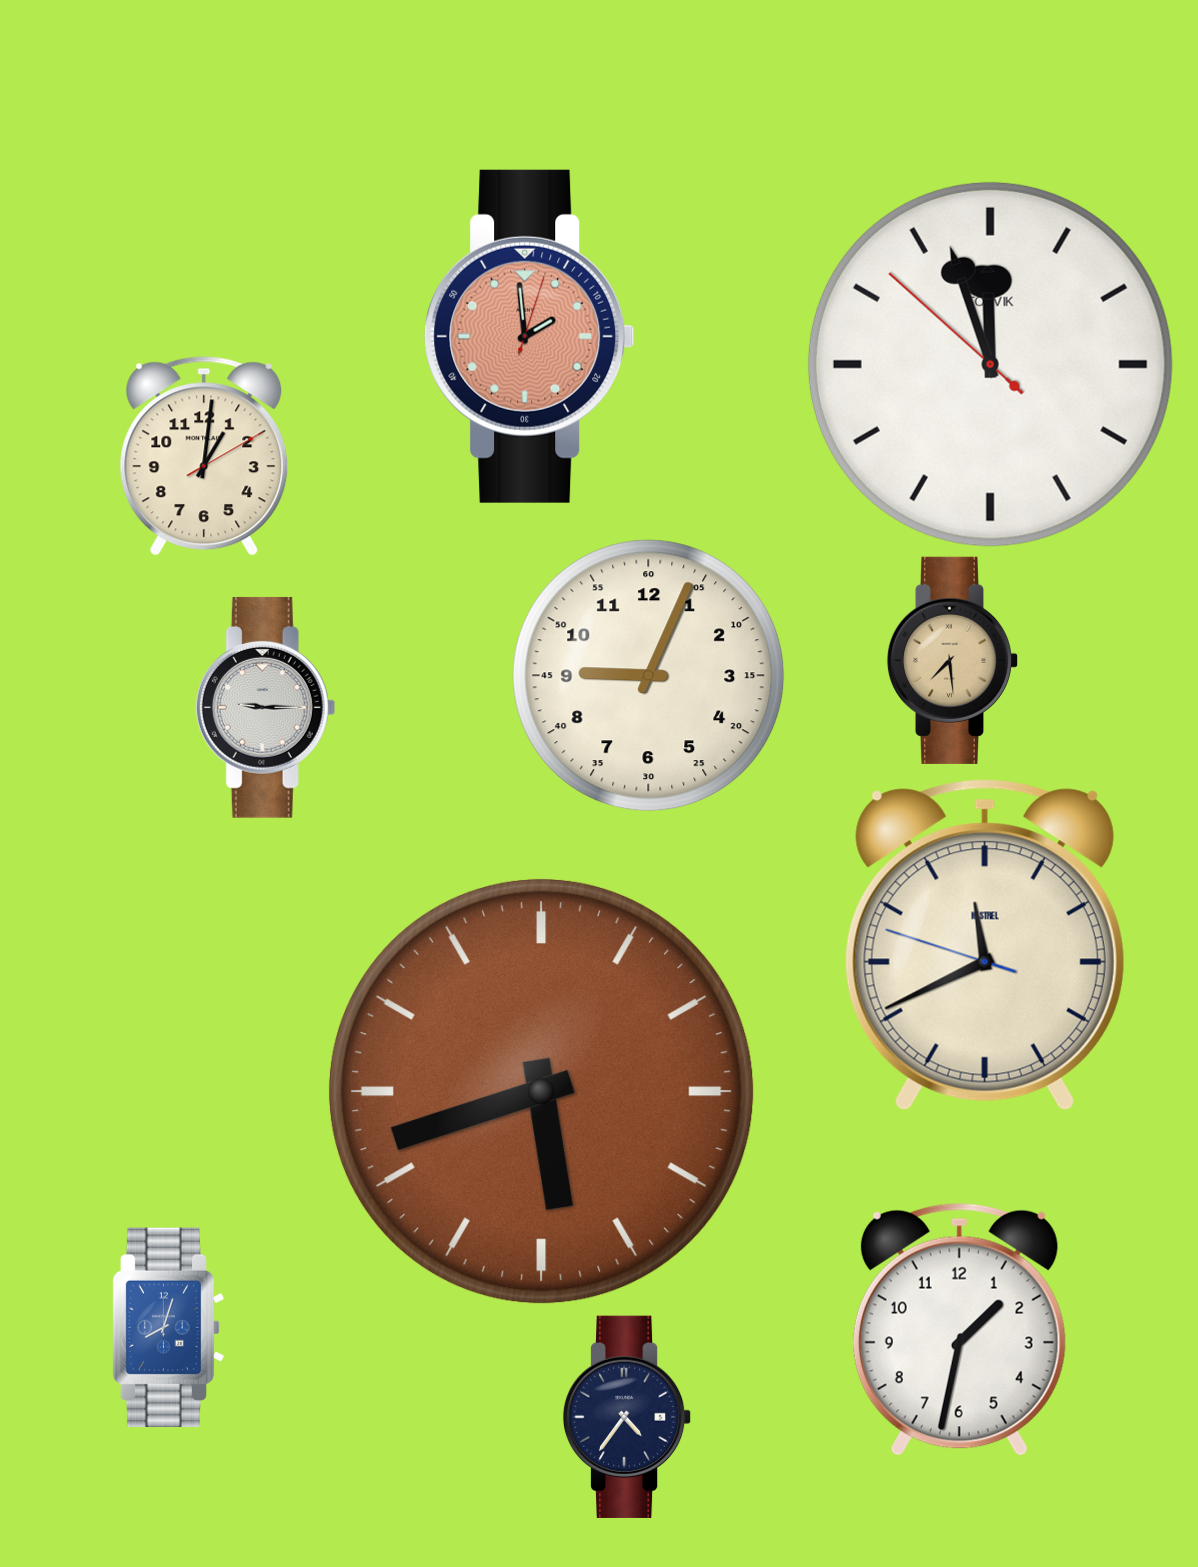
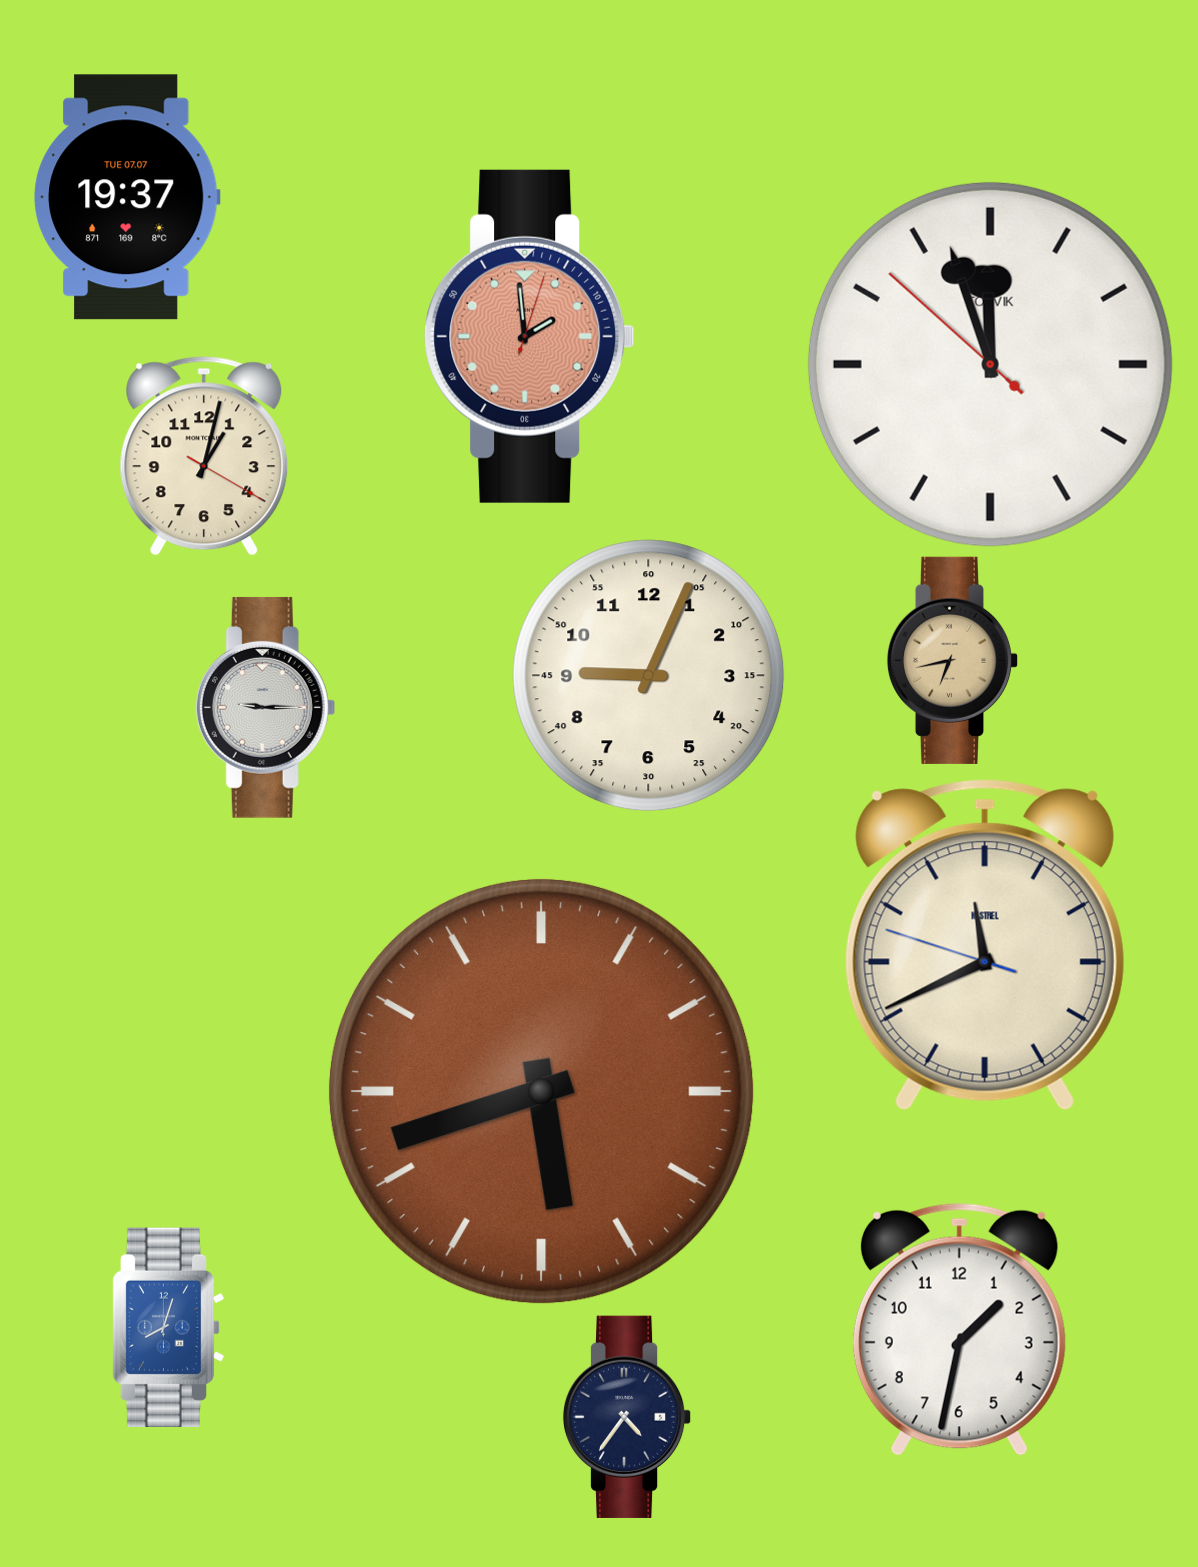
clock at (128, 197): none -> 19:37
clock at (204, 456): 1:01 -> 1:02
clock at (952, 660): 7:29 -> 6:43
